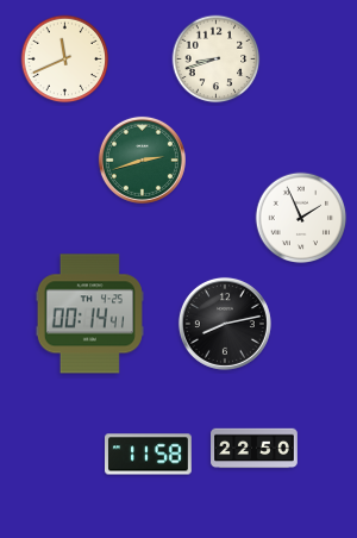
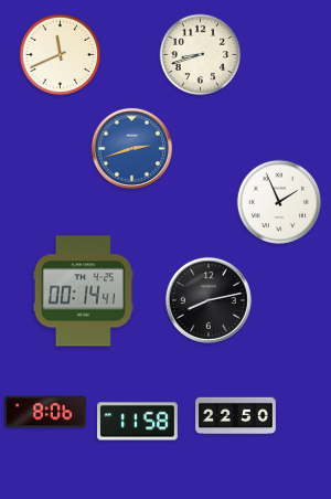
clock at (142, 159) dial: green -> blue
clock at (45, 412): none -> 8:06
